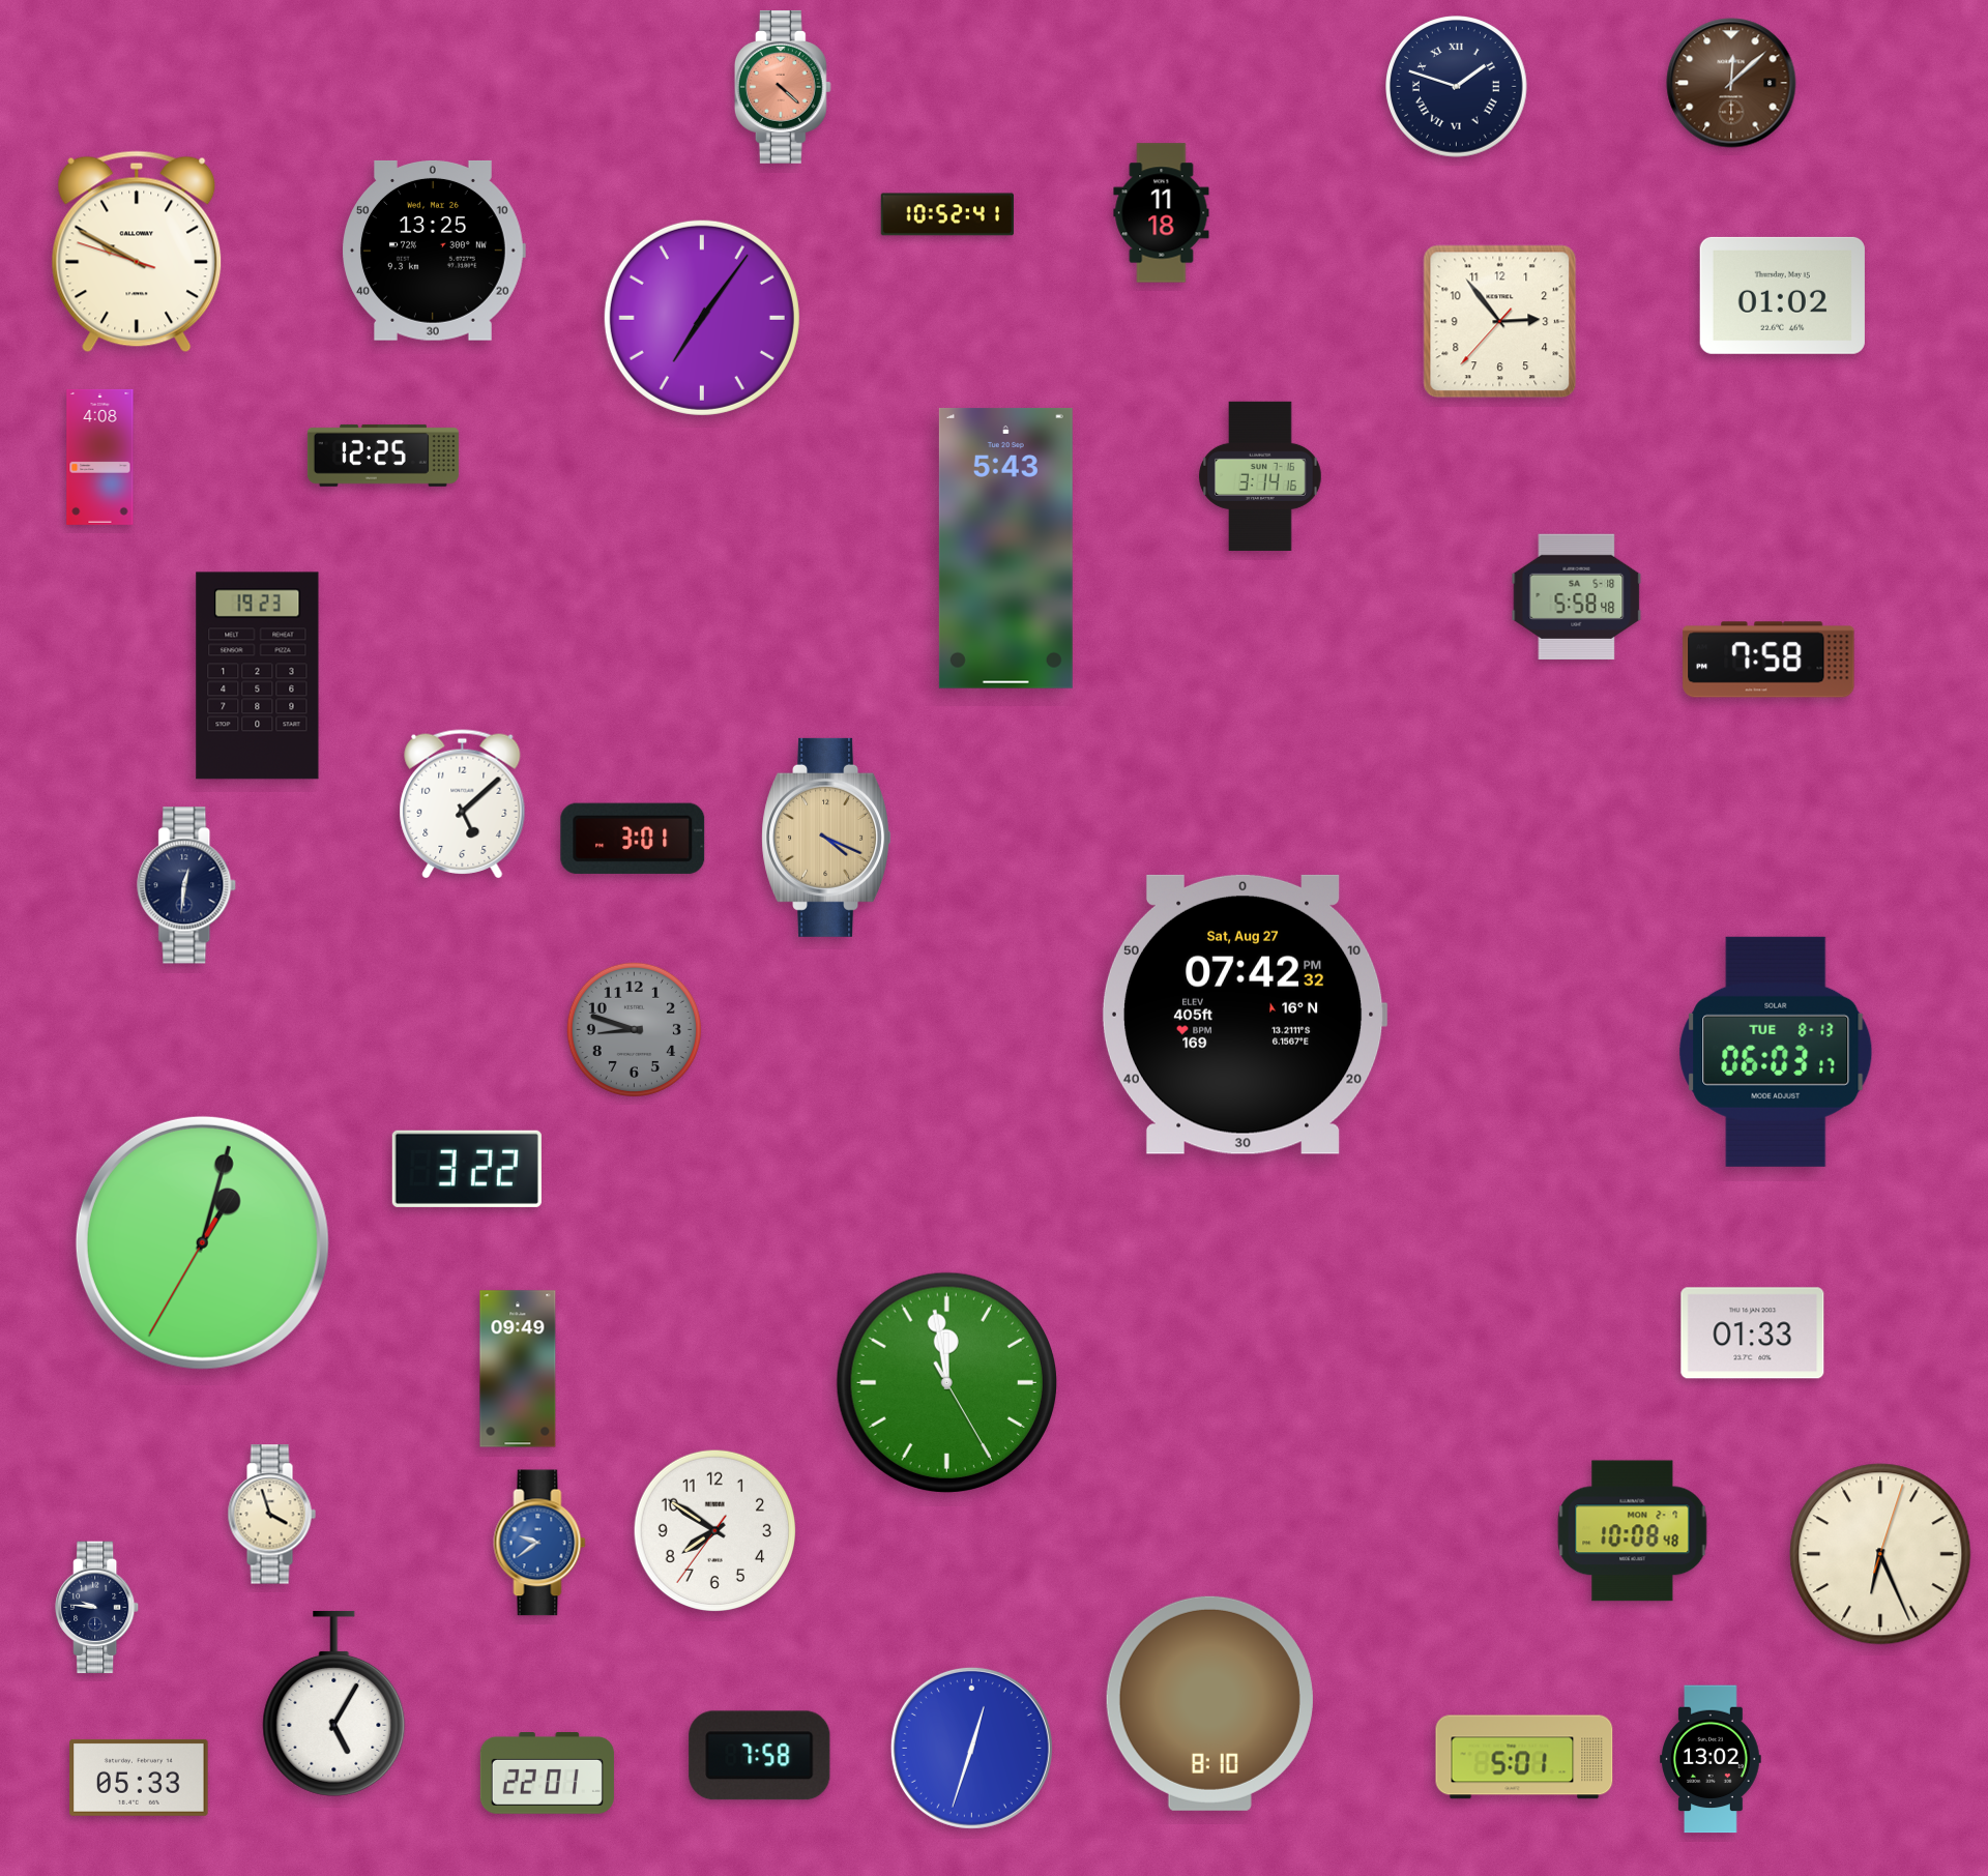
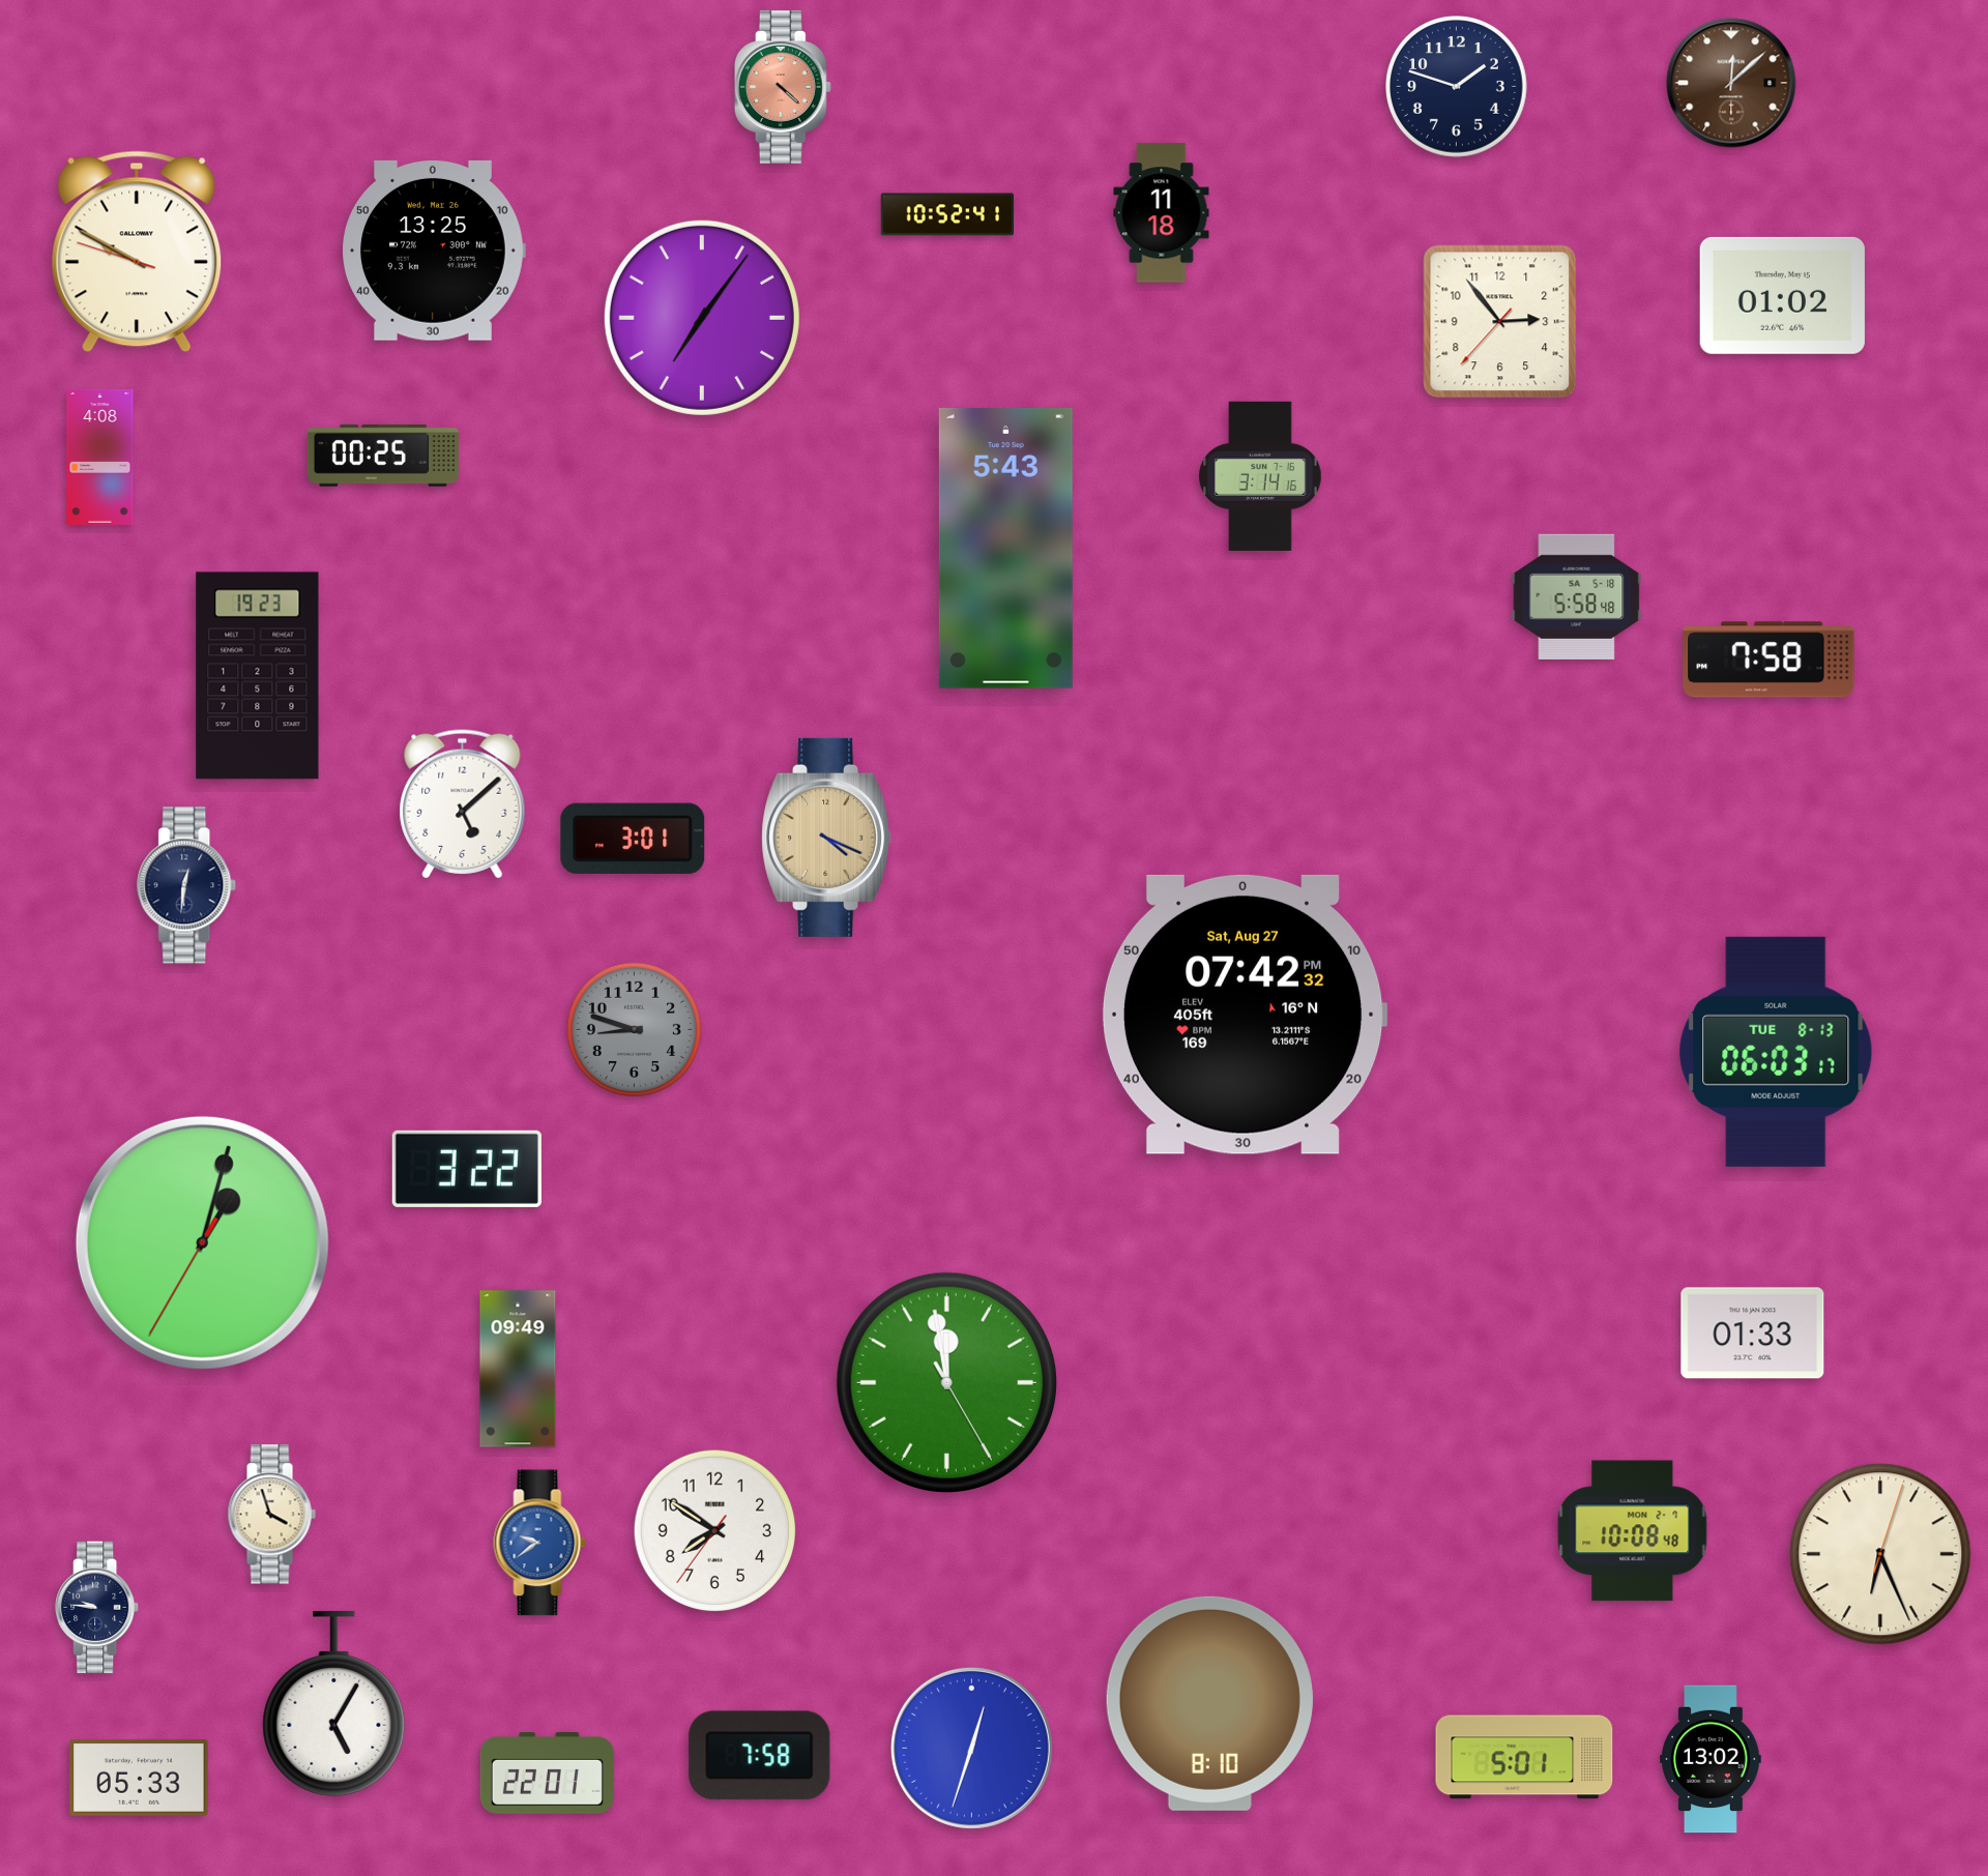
clock at (1457, 87) numerals: Roman -> Arabic
clock at (383, 456): 12:25 -> 00:25
